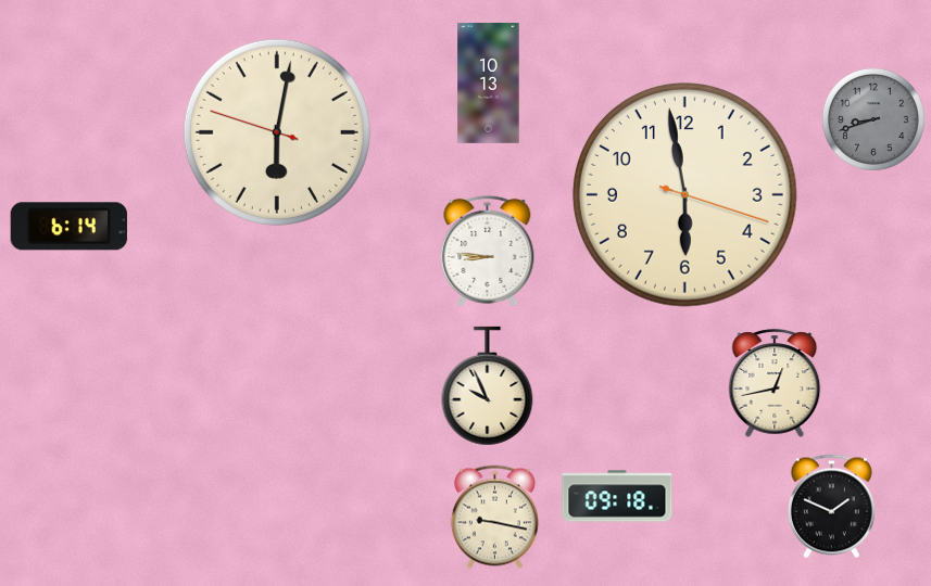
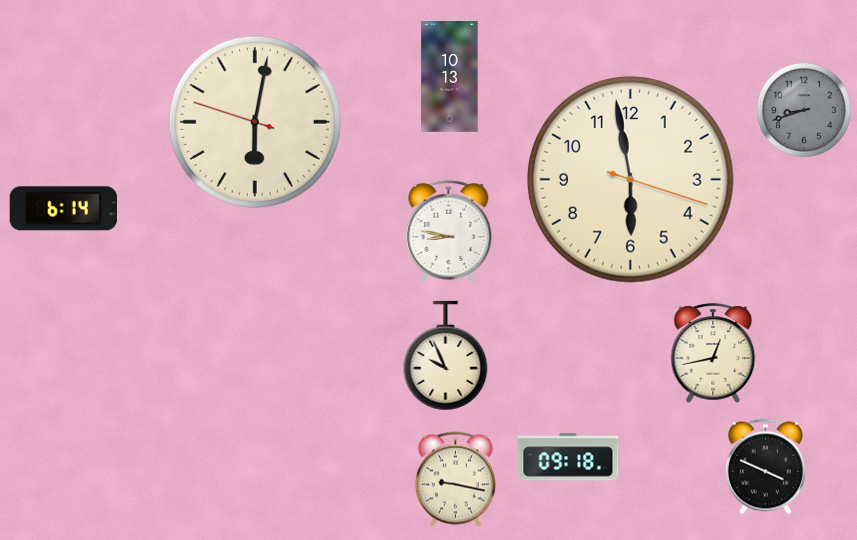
clock at (488, 251): 8:46 -> 8:47
clock at (488, 386) position: (488, 386) -> (446, 356)
clock at (831, 507): 1:49 -> 3:49
clock at (494, 518) position: (494, 518) -> (455, 480)
